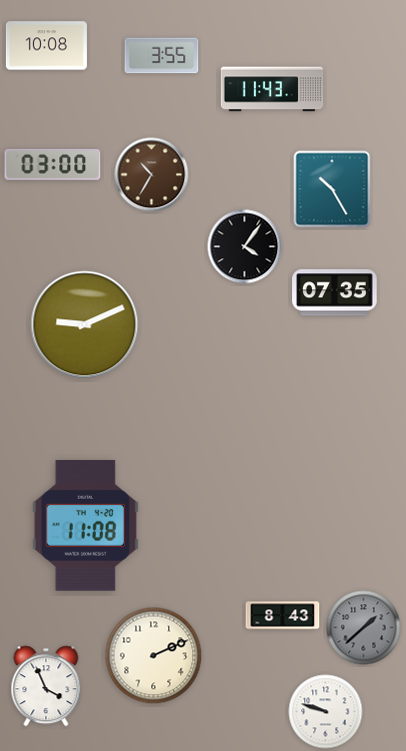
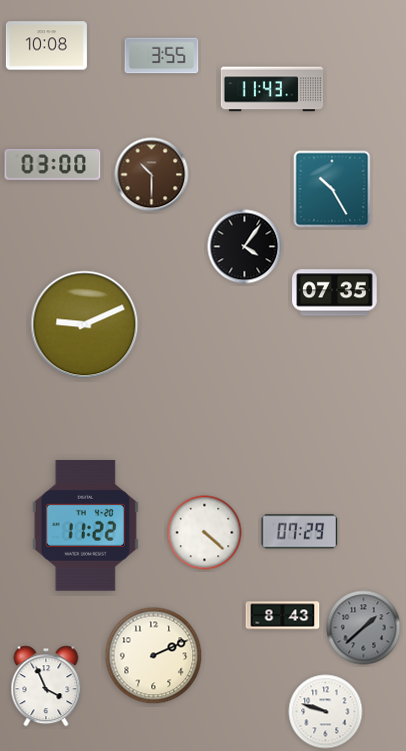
clock at (152, 175): 10:35 -> 10:30
clock at (85, 525): 11:08 -> 11:22
clock at (300, 532): none -> 07:29
clock at (205, 533): none -> 4:22
